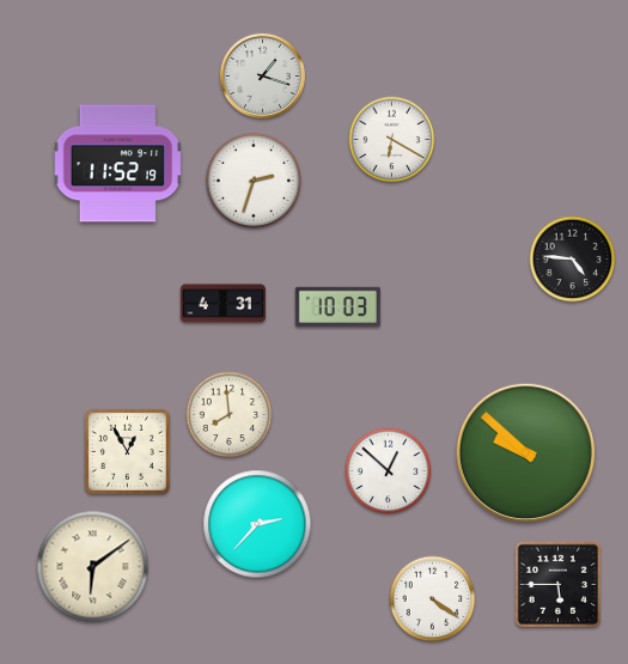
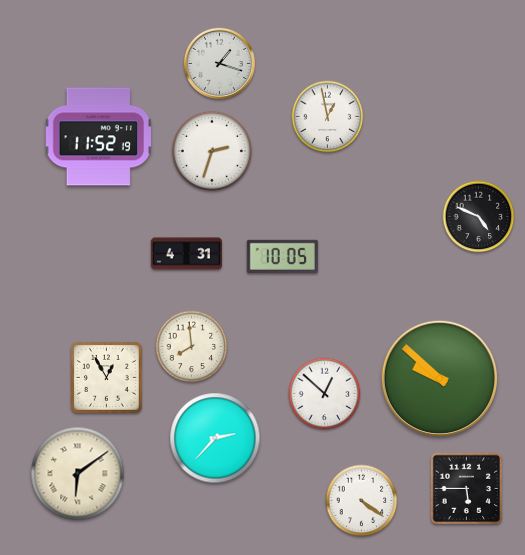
clock at (392, 140): 6:20 -> 12:58
clock at (573, 260): 4:46 -> 4:49
clock at (337, 306): 10:03 -> 10:05
